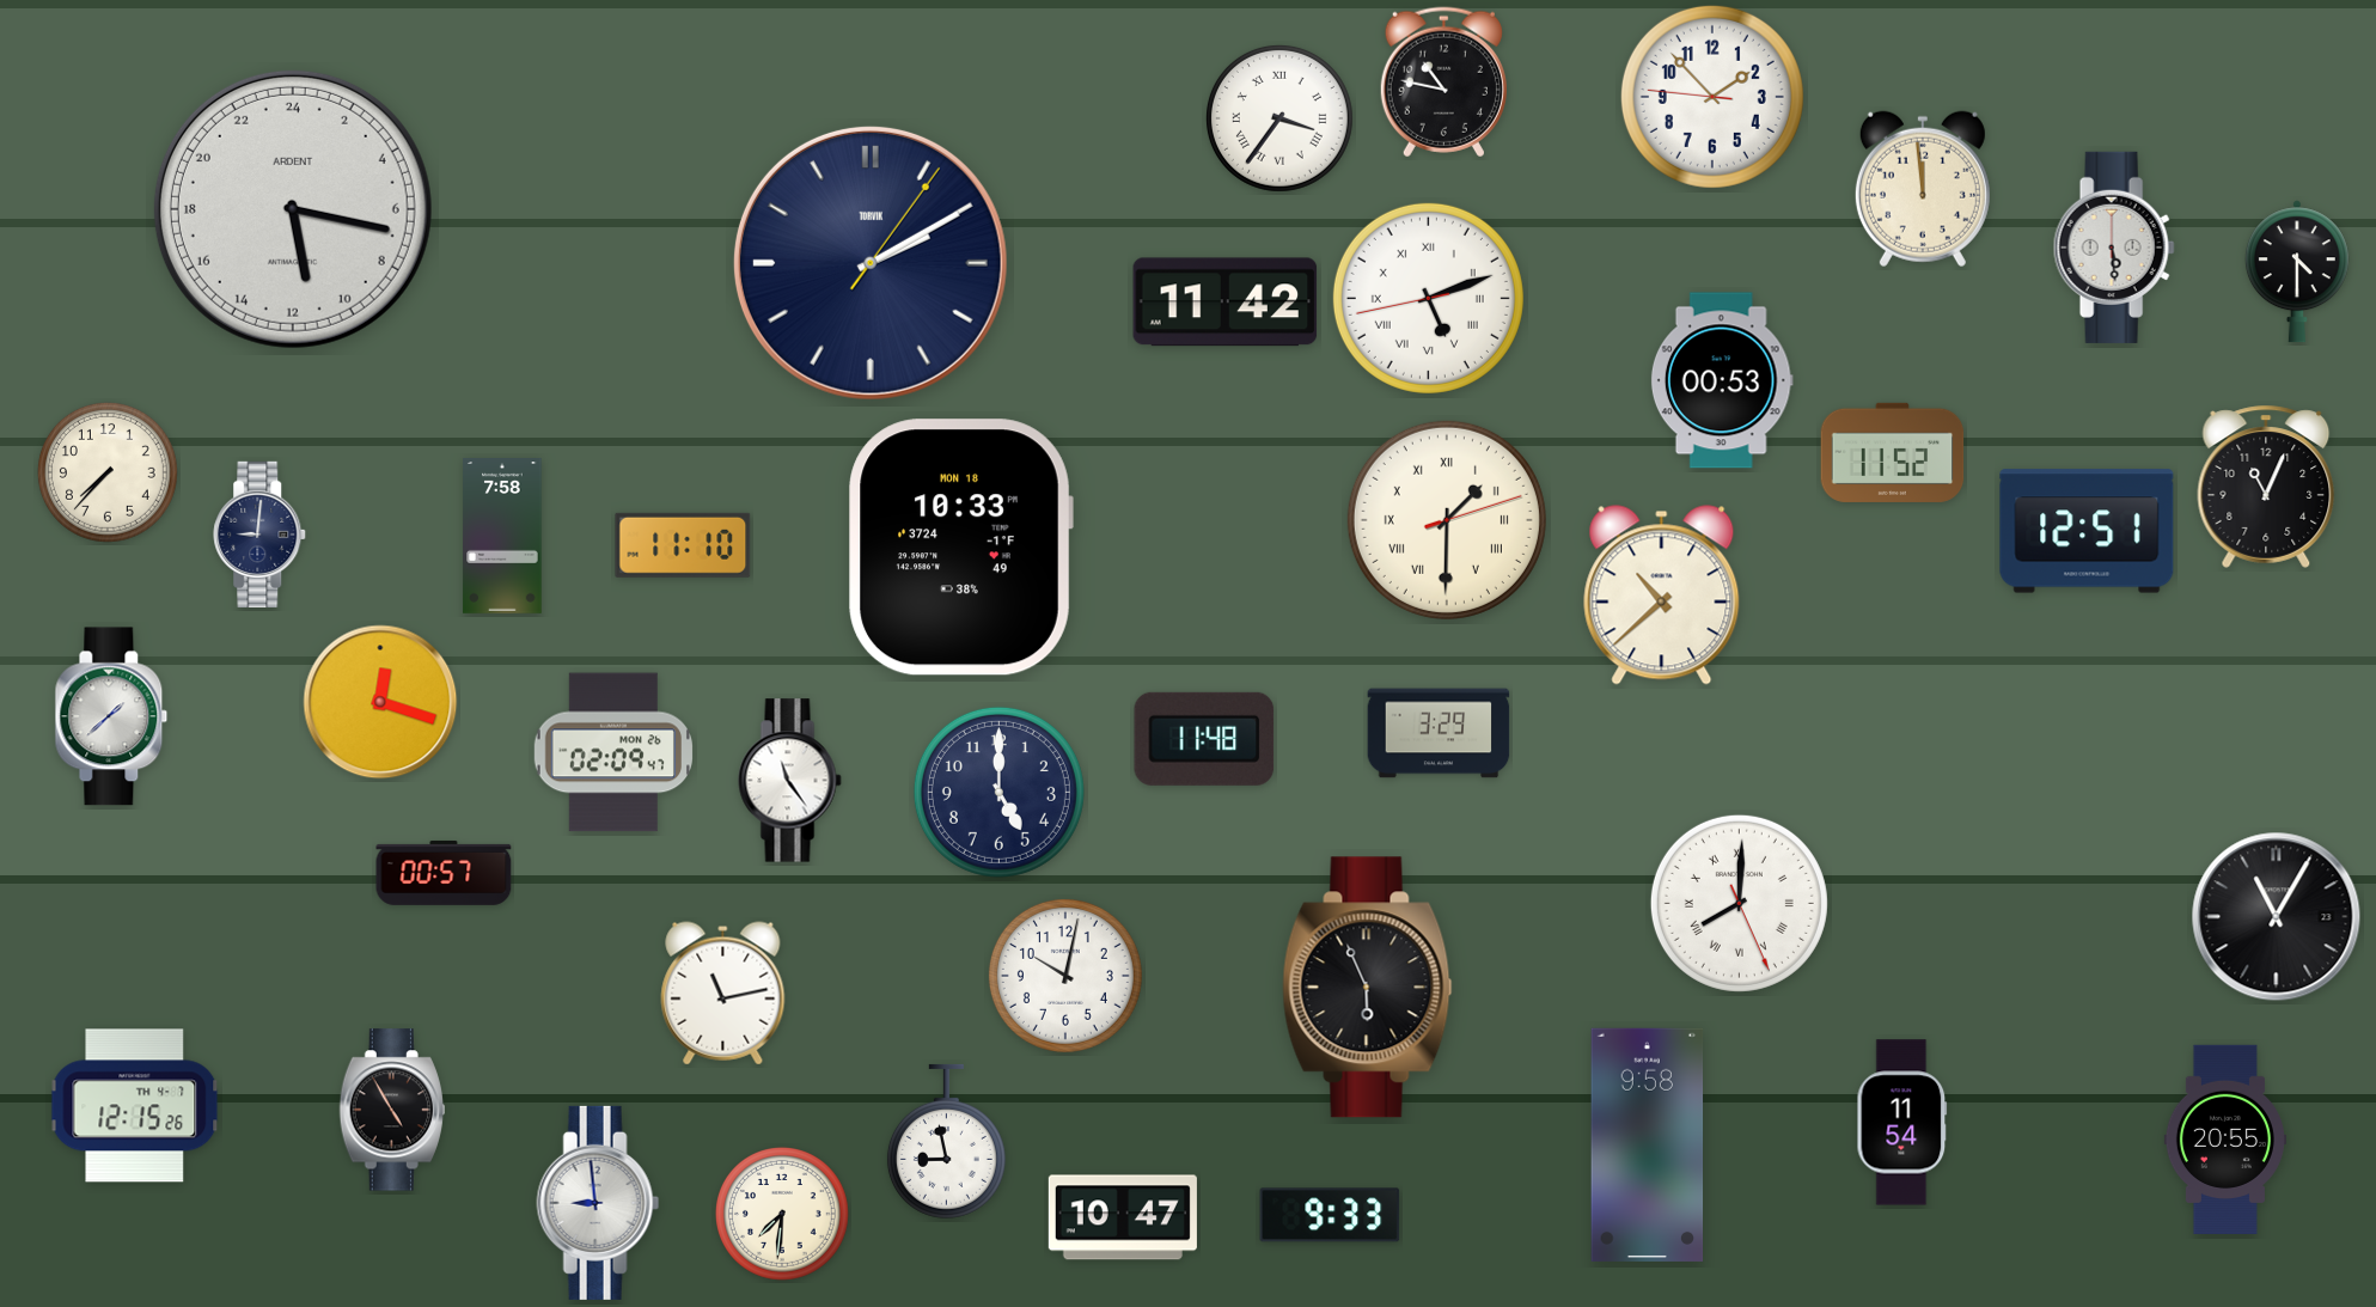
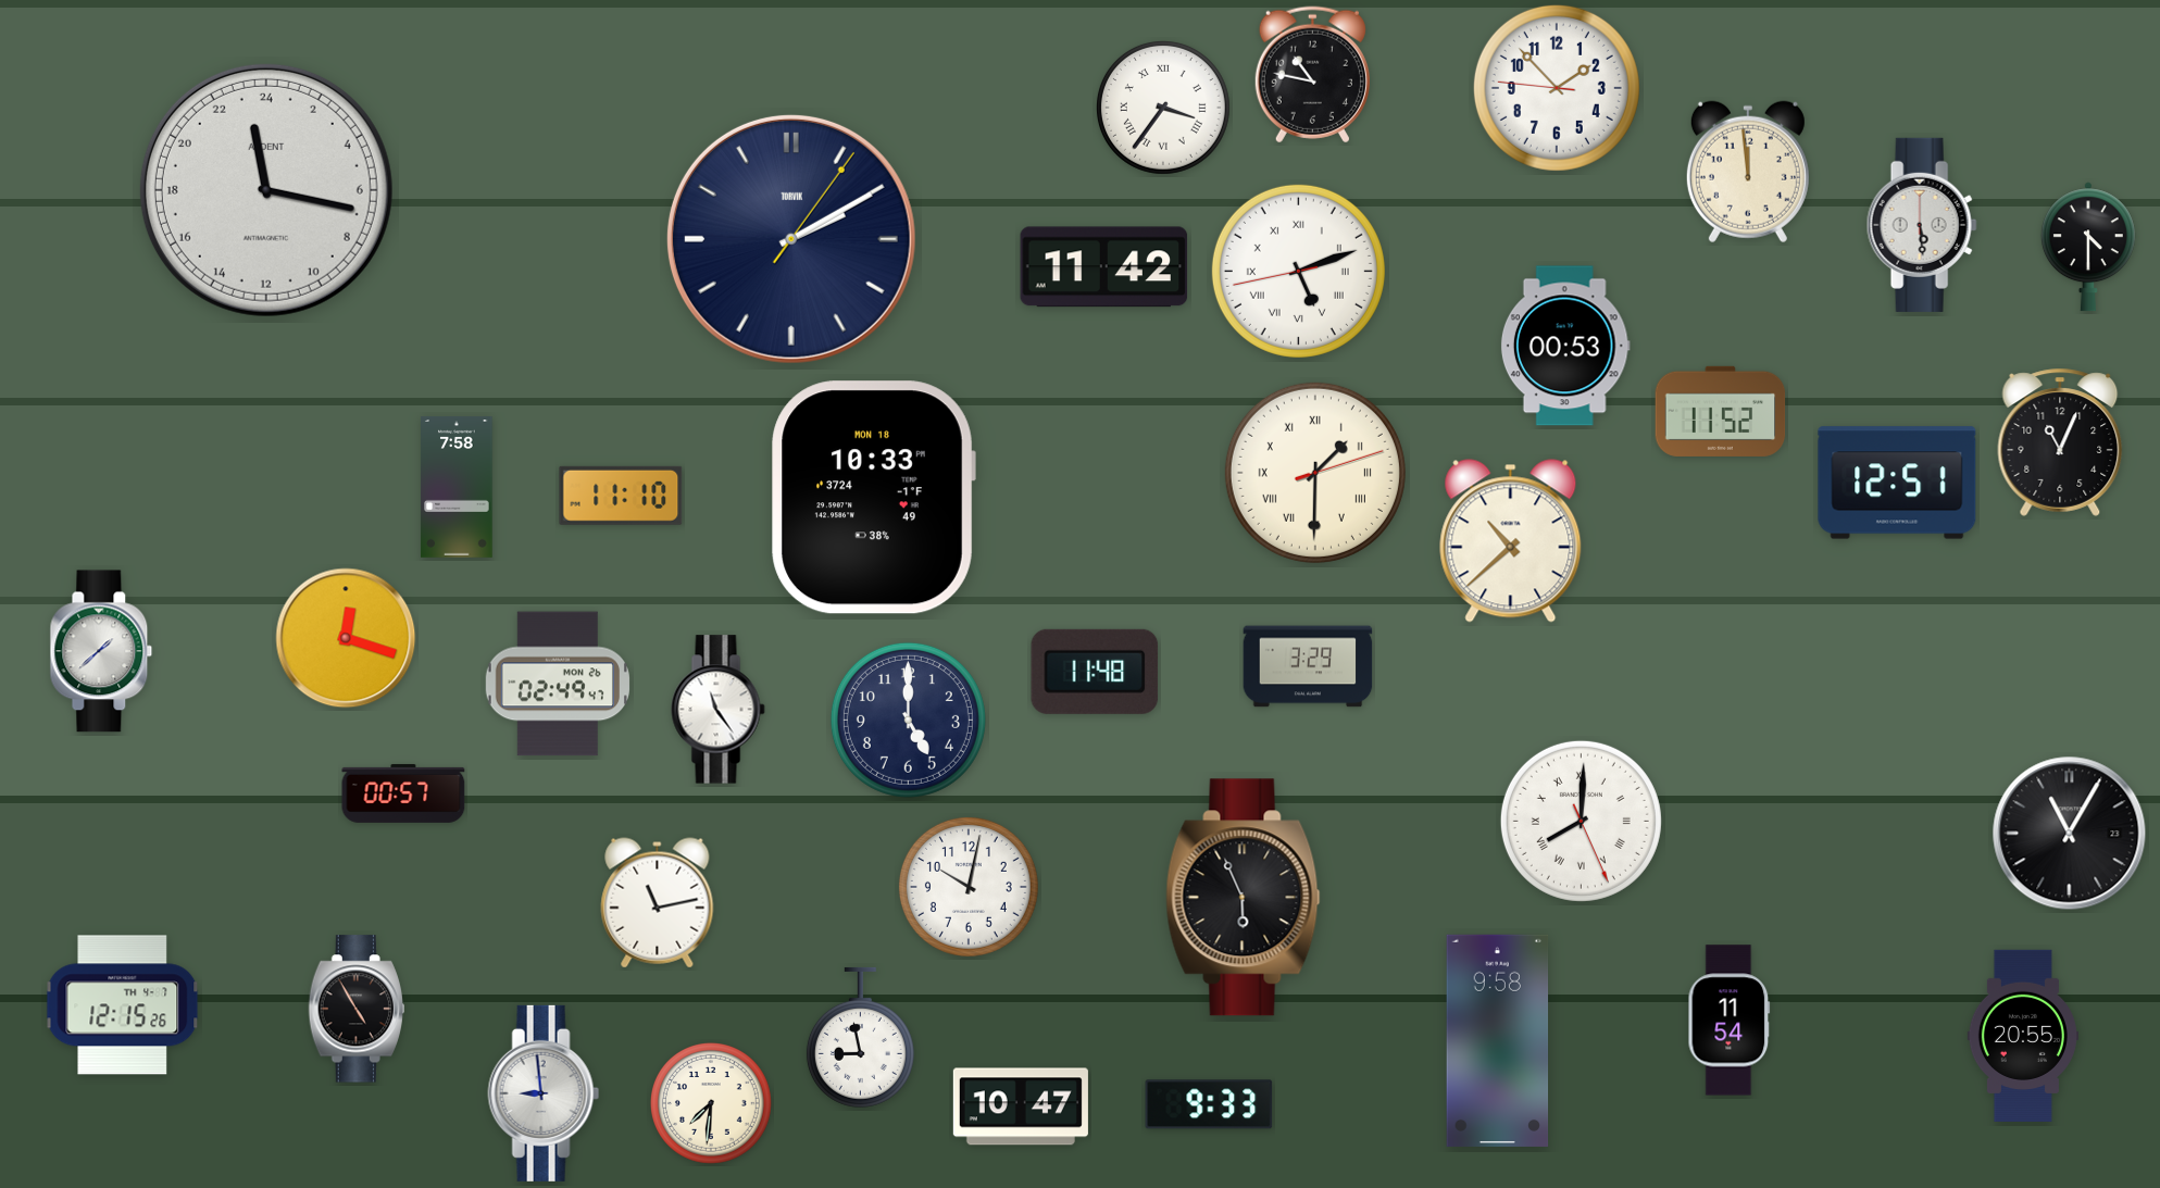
clock at (293, 209): 11:17 -> 23:17
clock at (1226, 303) position: (1226, 303) -> (1104, 267)
clock at (108, 472): 7:37 -> none
clock at (261, 533): 9:01 -> none
clock at (612, 752): 02:09 -> 02:49
